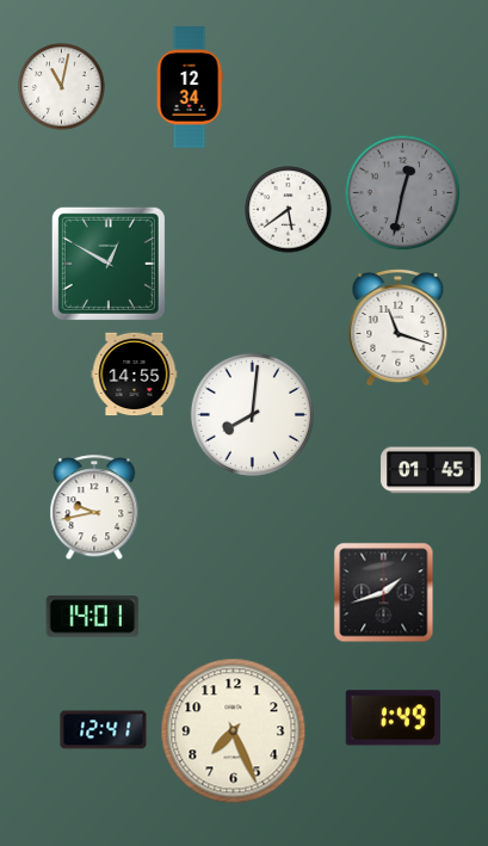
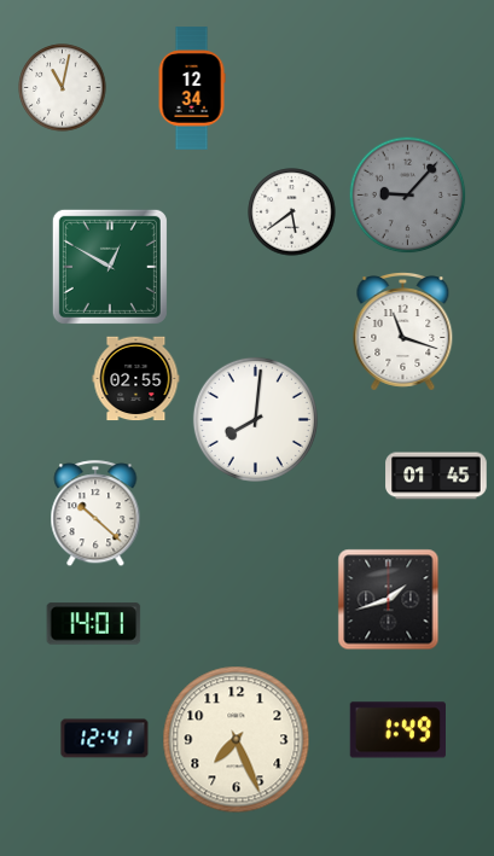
clock at (403, 193): 12:32 -> 9:07
clock at (135, 375): 14:55 -> 02:55
clock at (94, 508): 9:43 -> 10:22
clock at (393, 718) position: (393, 718) -> (397, 730)
